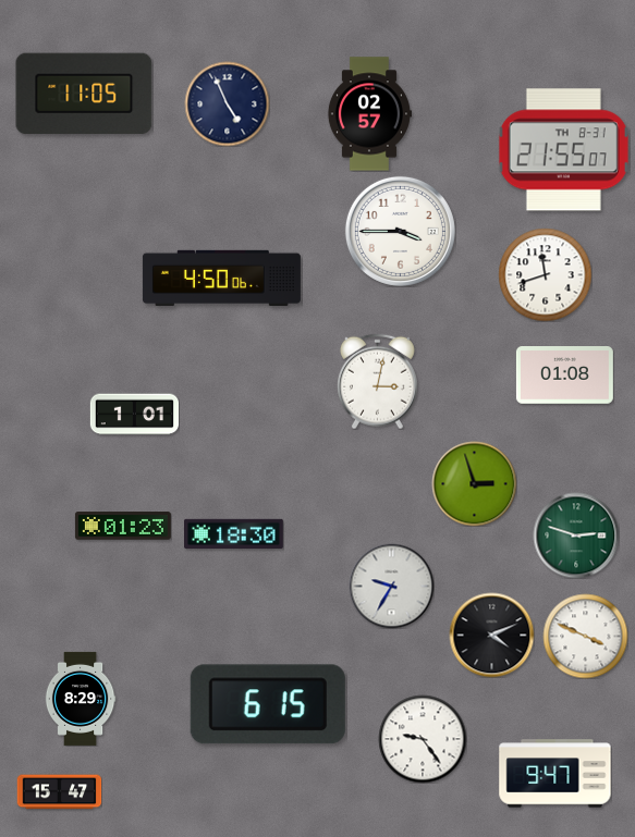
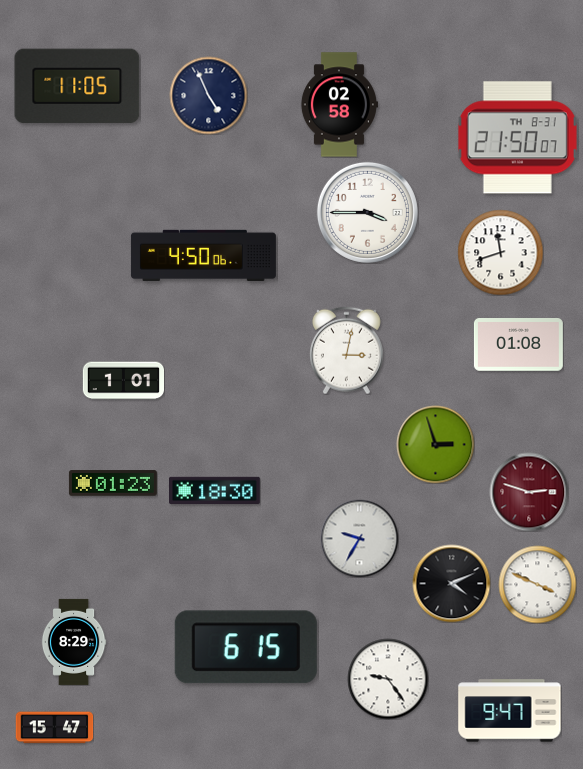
clock at (369, 114): 02:57 -> 02:58
clock at (563, 150): 21:55 -> 21:50
clock at (576, 536) dial: green -> burgundy
